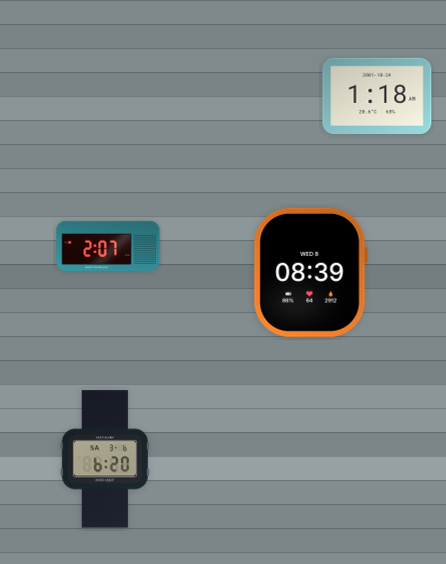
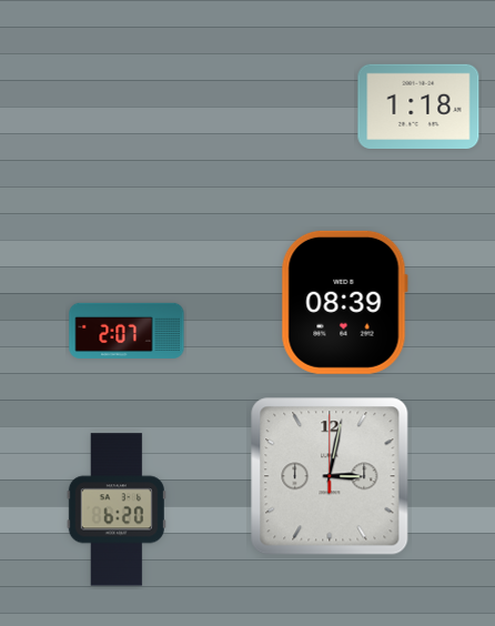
clock at (108, 246) position: (108, 246) -> (127, 331)
clock at (330, 476): none -> 3:02
